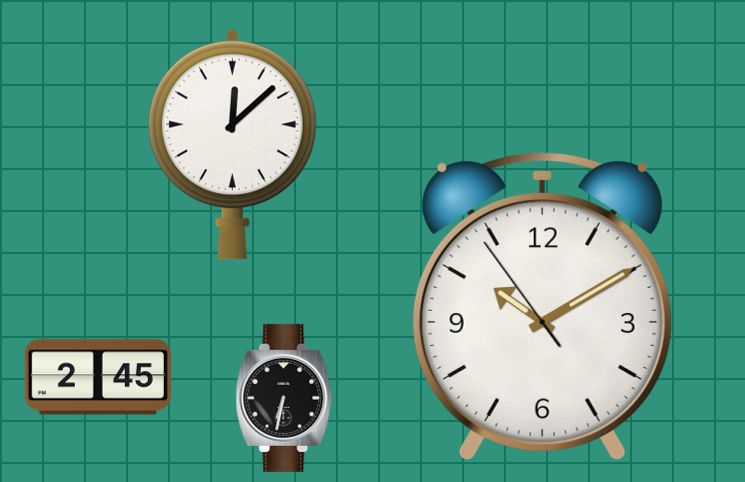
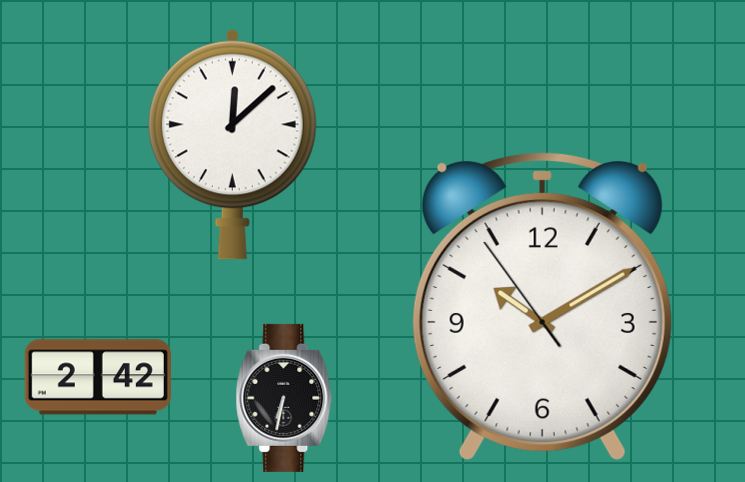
clock at (98, 377): 2:45 -> 2:42
